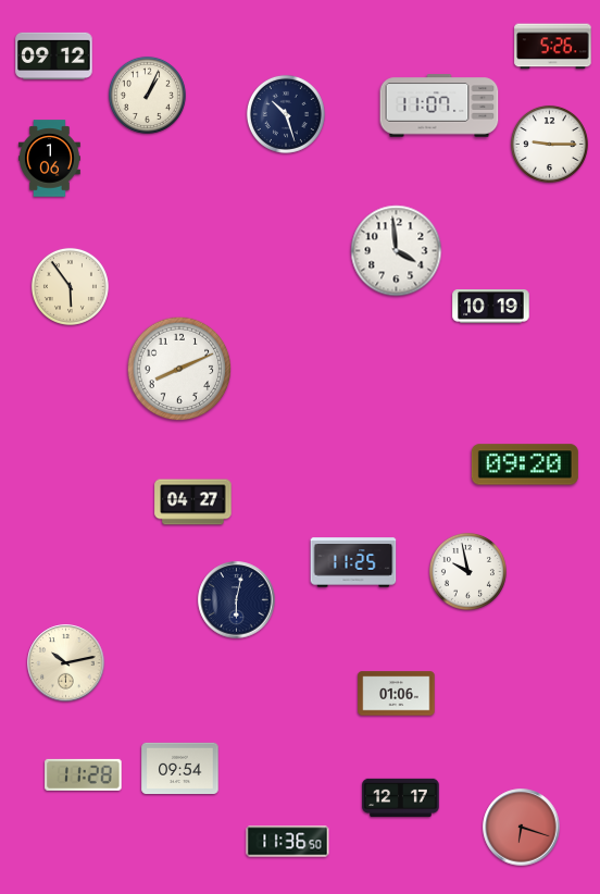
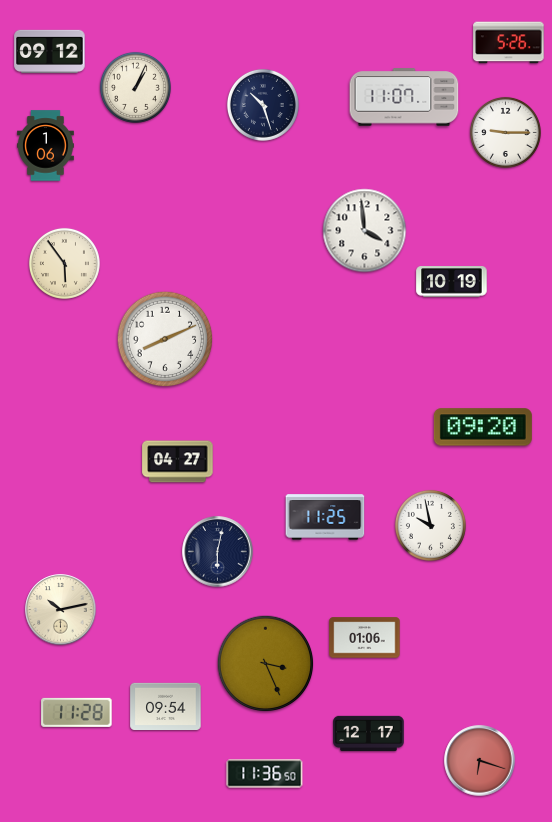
clock at (266, 664): none -> 3:26
